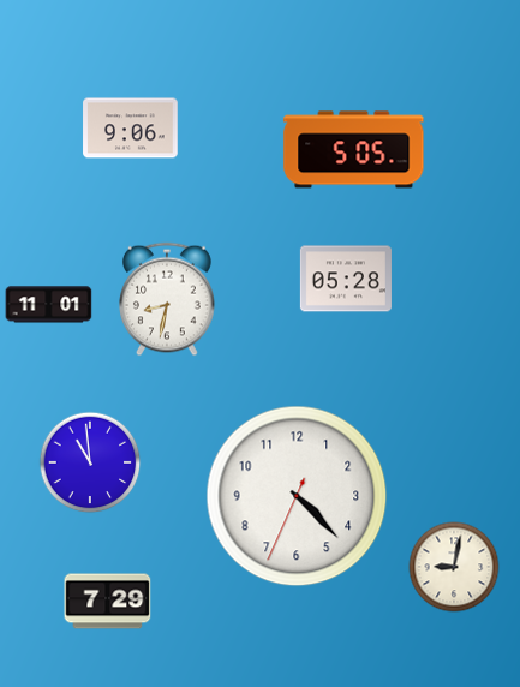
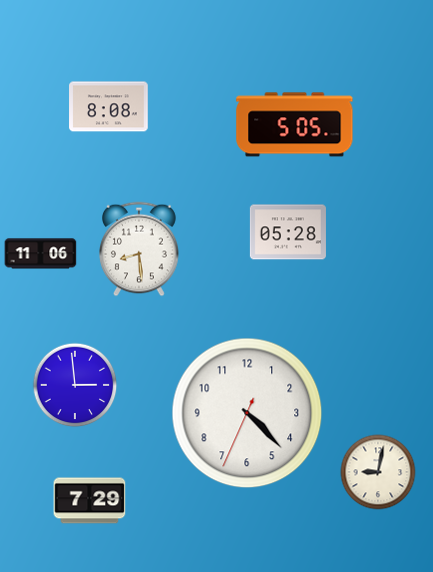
clock at (131, 129): 9:06 -> 8:08
clock at (168, 299): 8:32 -> 8:29
clock at (49, 305): 11:01 -> 11:06
clock at (90, 462): 10:59 -> 2:59
